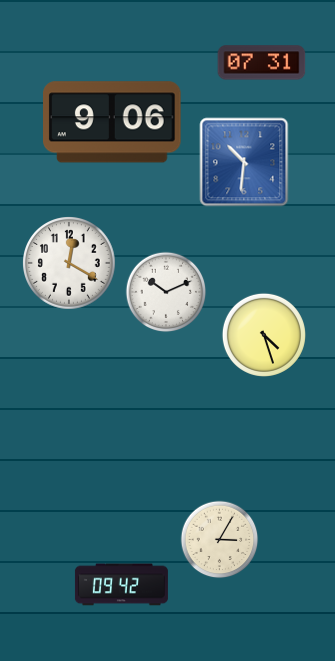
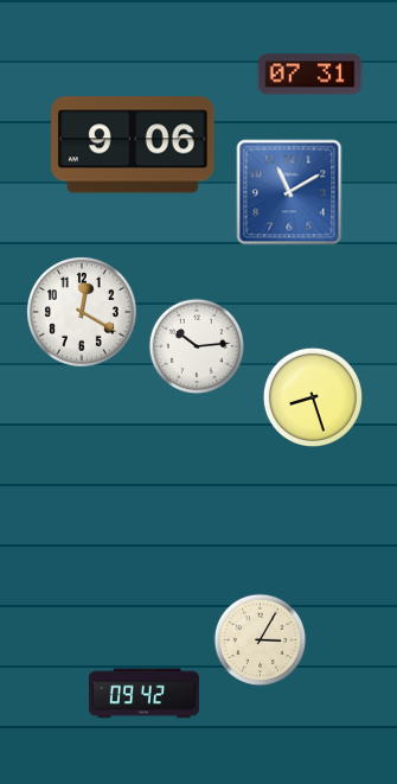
clock at (244, 162): 10:31 -> 11:10
clock at (166, 292): 10:11 -> 10:14
clock at (264, 335): 4:27 -> 8:27
